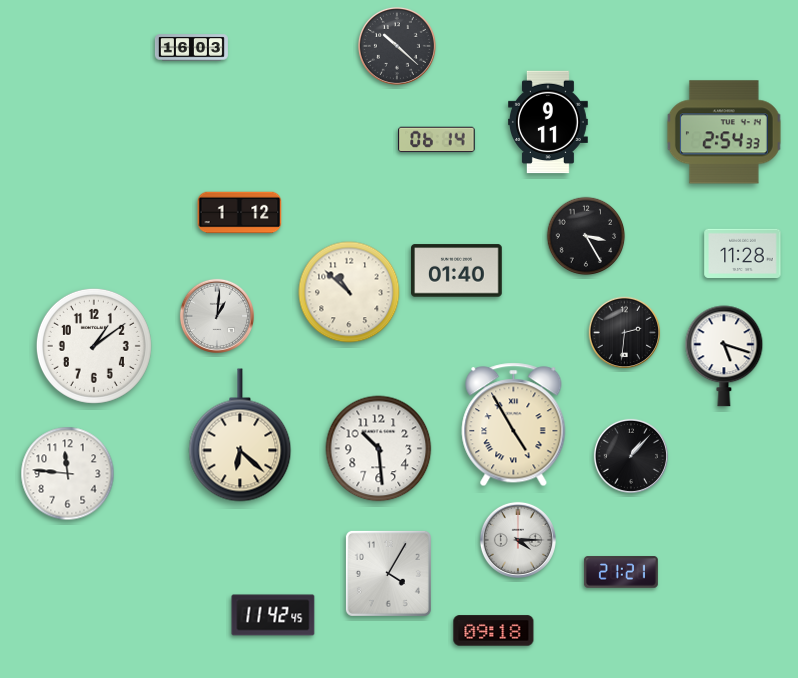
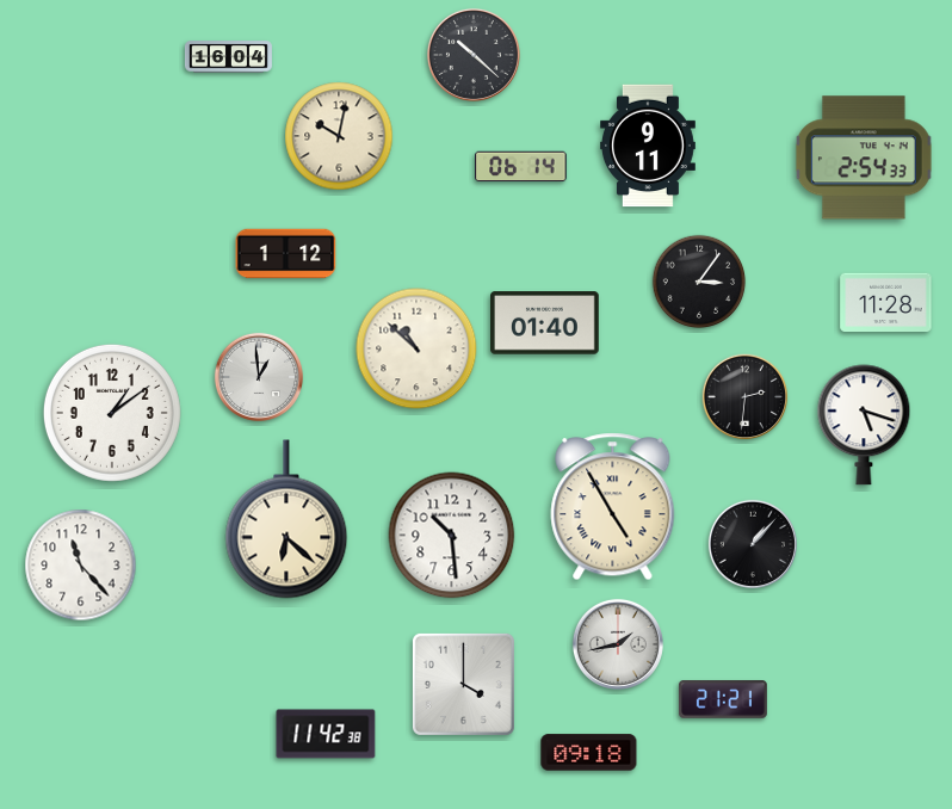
clock at (191, 48): 16:03 -> 16:04
clock at (339, 136): none -> 10:02
clock at (549, 122) position: (549, 122) -> (649, 146)
clock at (586, 236): 3:25 -> 3:06
clock at (217, 316): 1:01 -> 12:59
clock at (68, 474): 11:46 -> 11:23
clock at (518, 540): 4:15 -> 1:43
clock at (621, 572) position: (621, 572) -> (723, 699)
clock at (388, 573): 4:05 -> 4:00
clock at (273, 615): 11:42:45 -> 11:42:38
